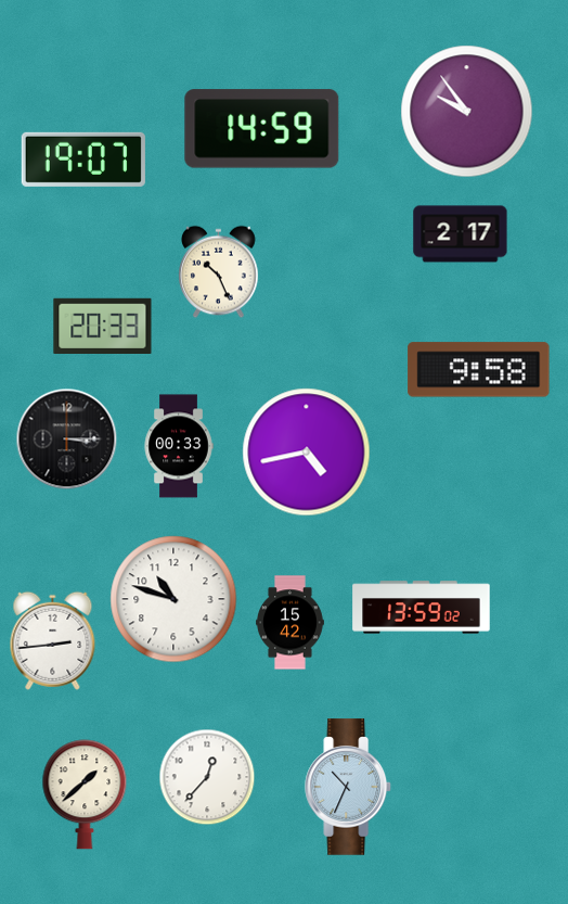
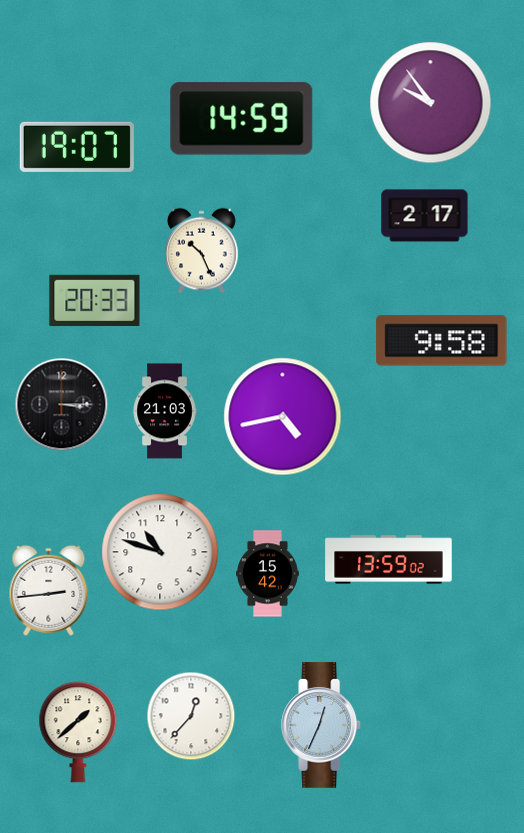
clock at (179, 446): 00:33 -> 21:03
clock at (349, 787): 10:34 -> 12:34
